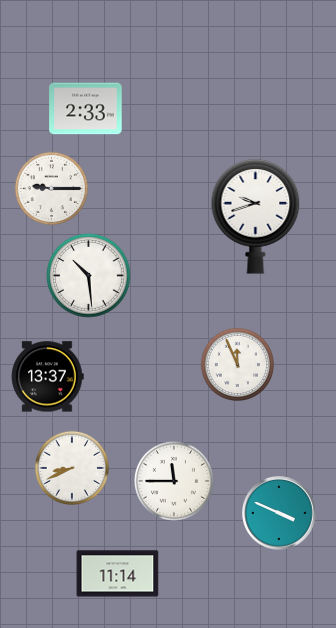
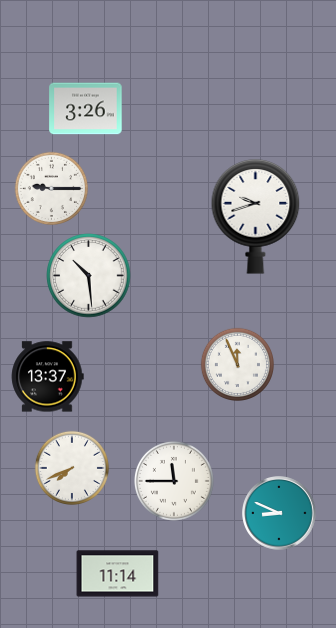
clock at (86, 109): 2:33 -> 3:26
clock at (72, 468): 8:41 -> 7:41
clock at (279, 513): 3:49 -> 8:49
